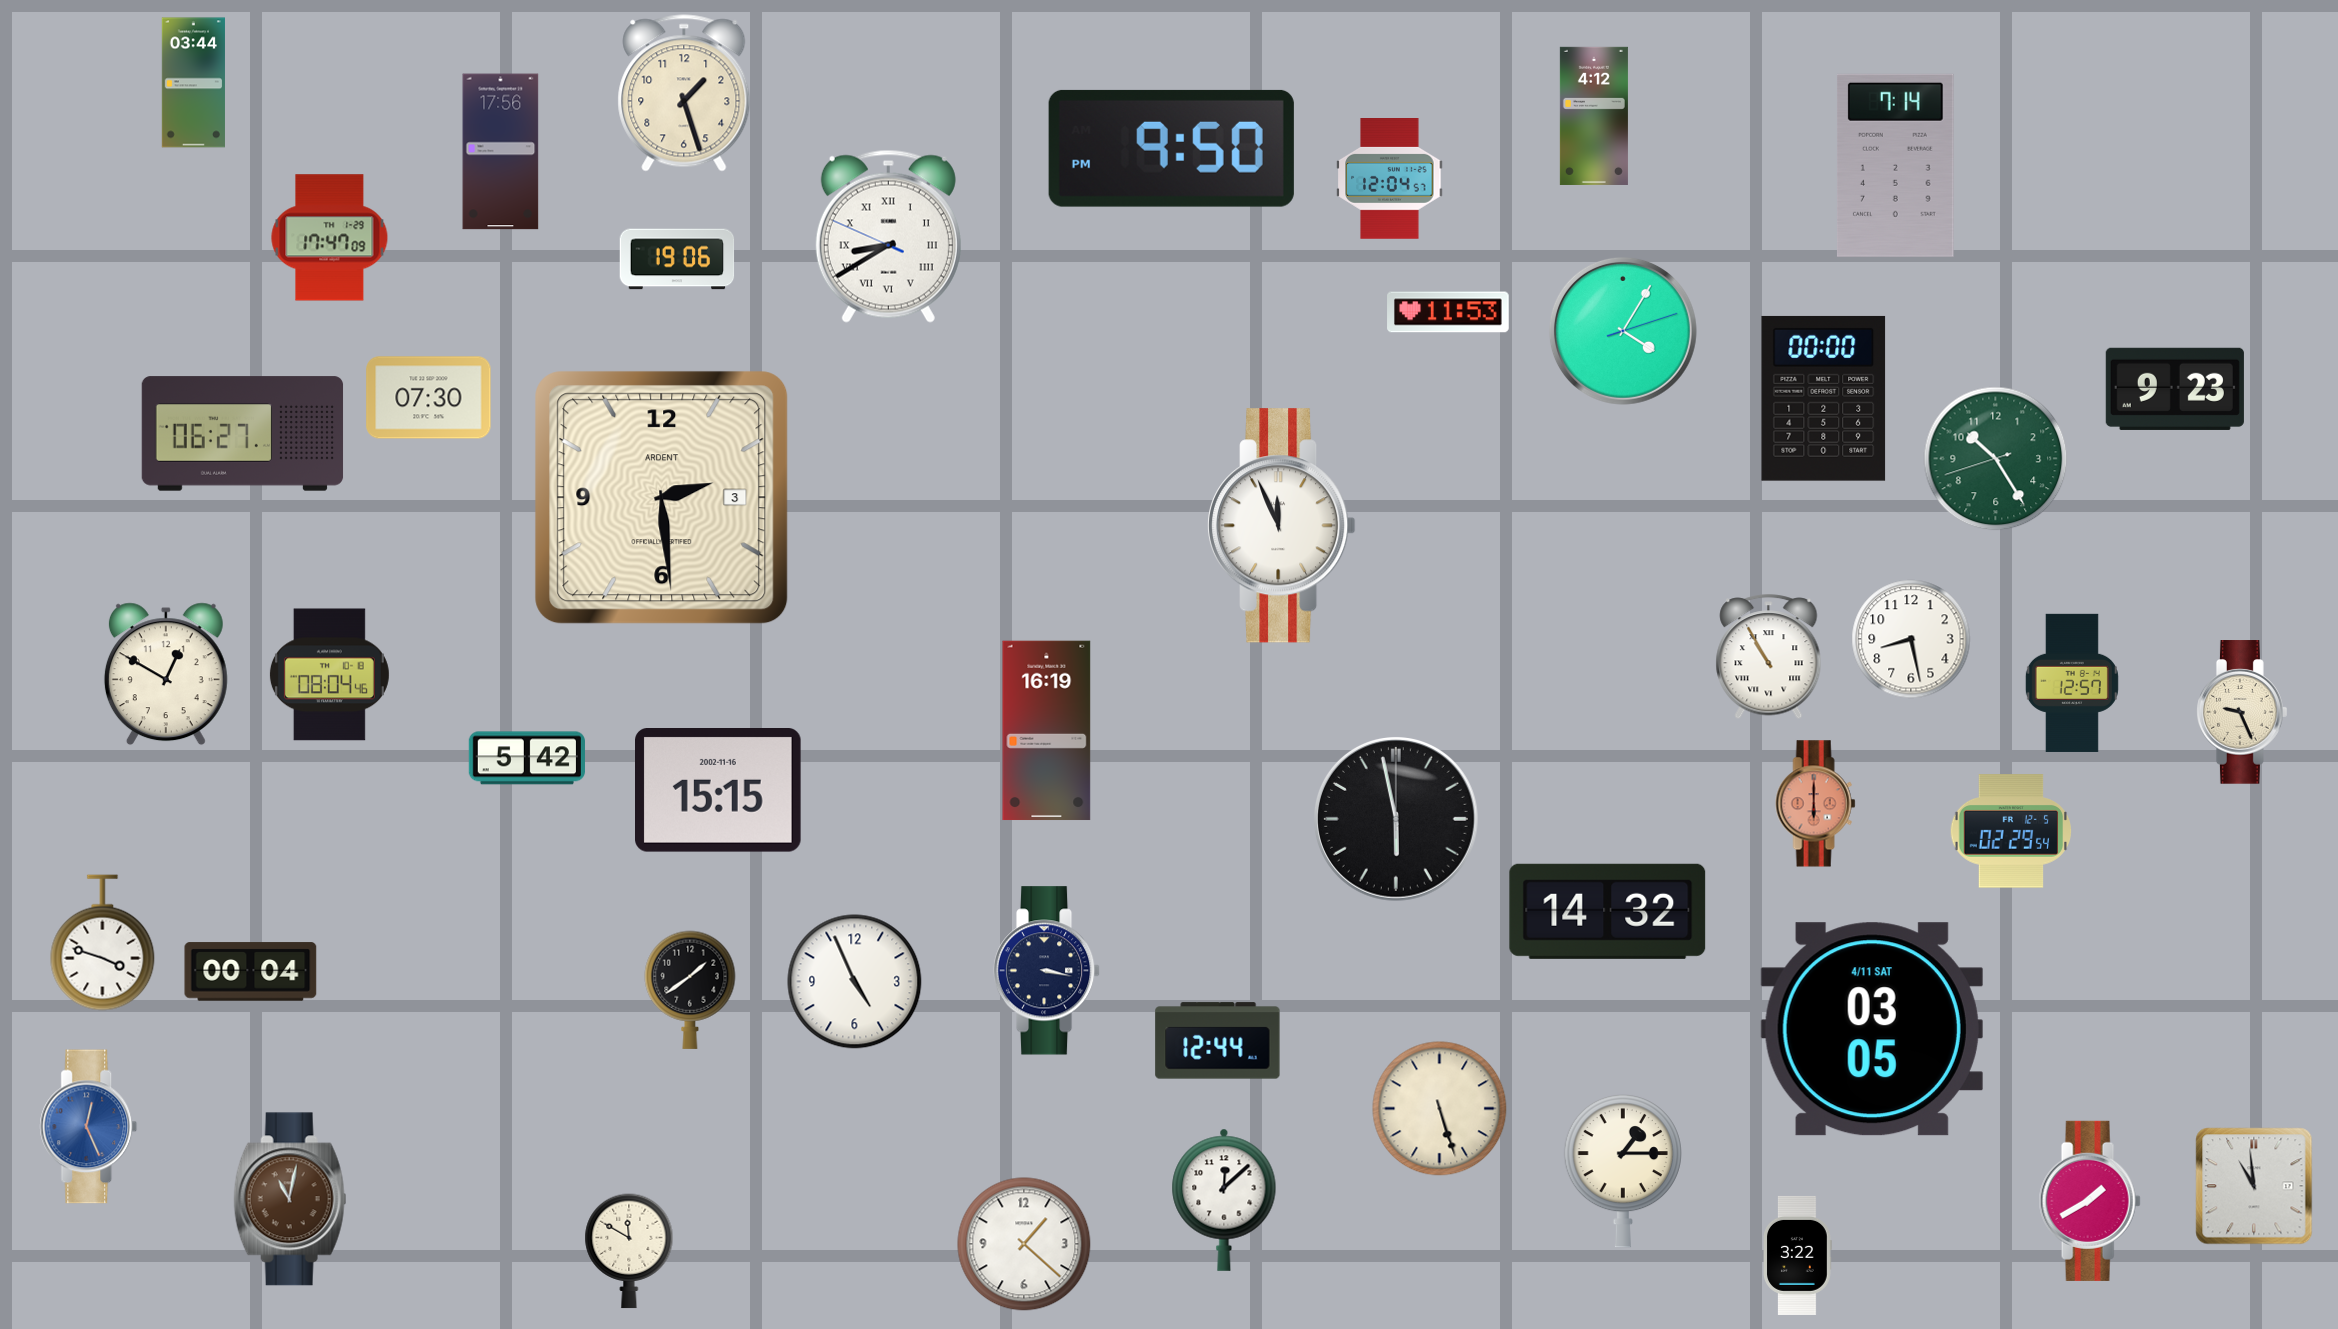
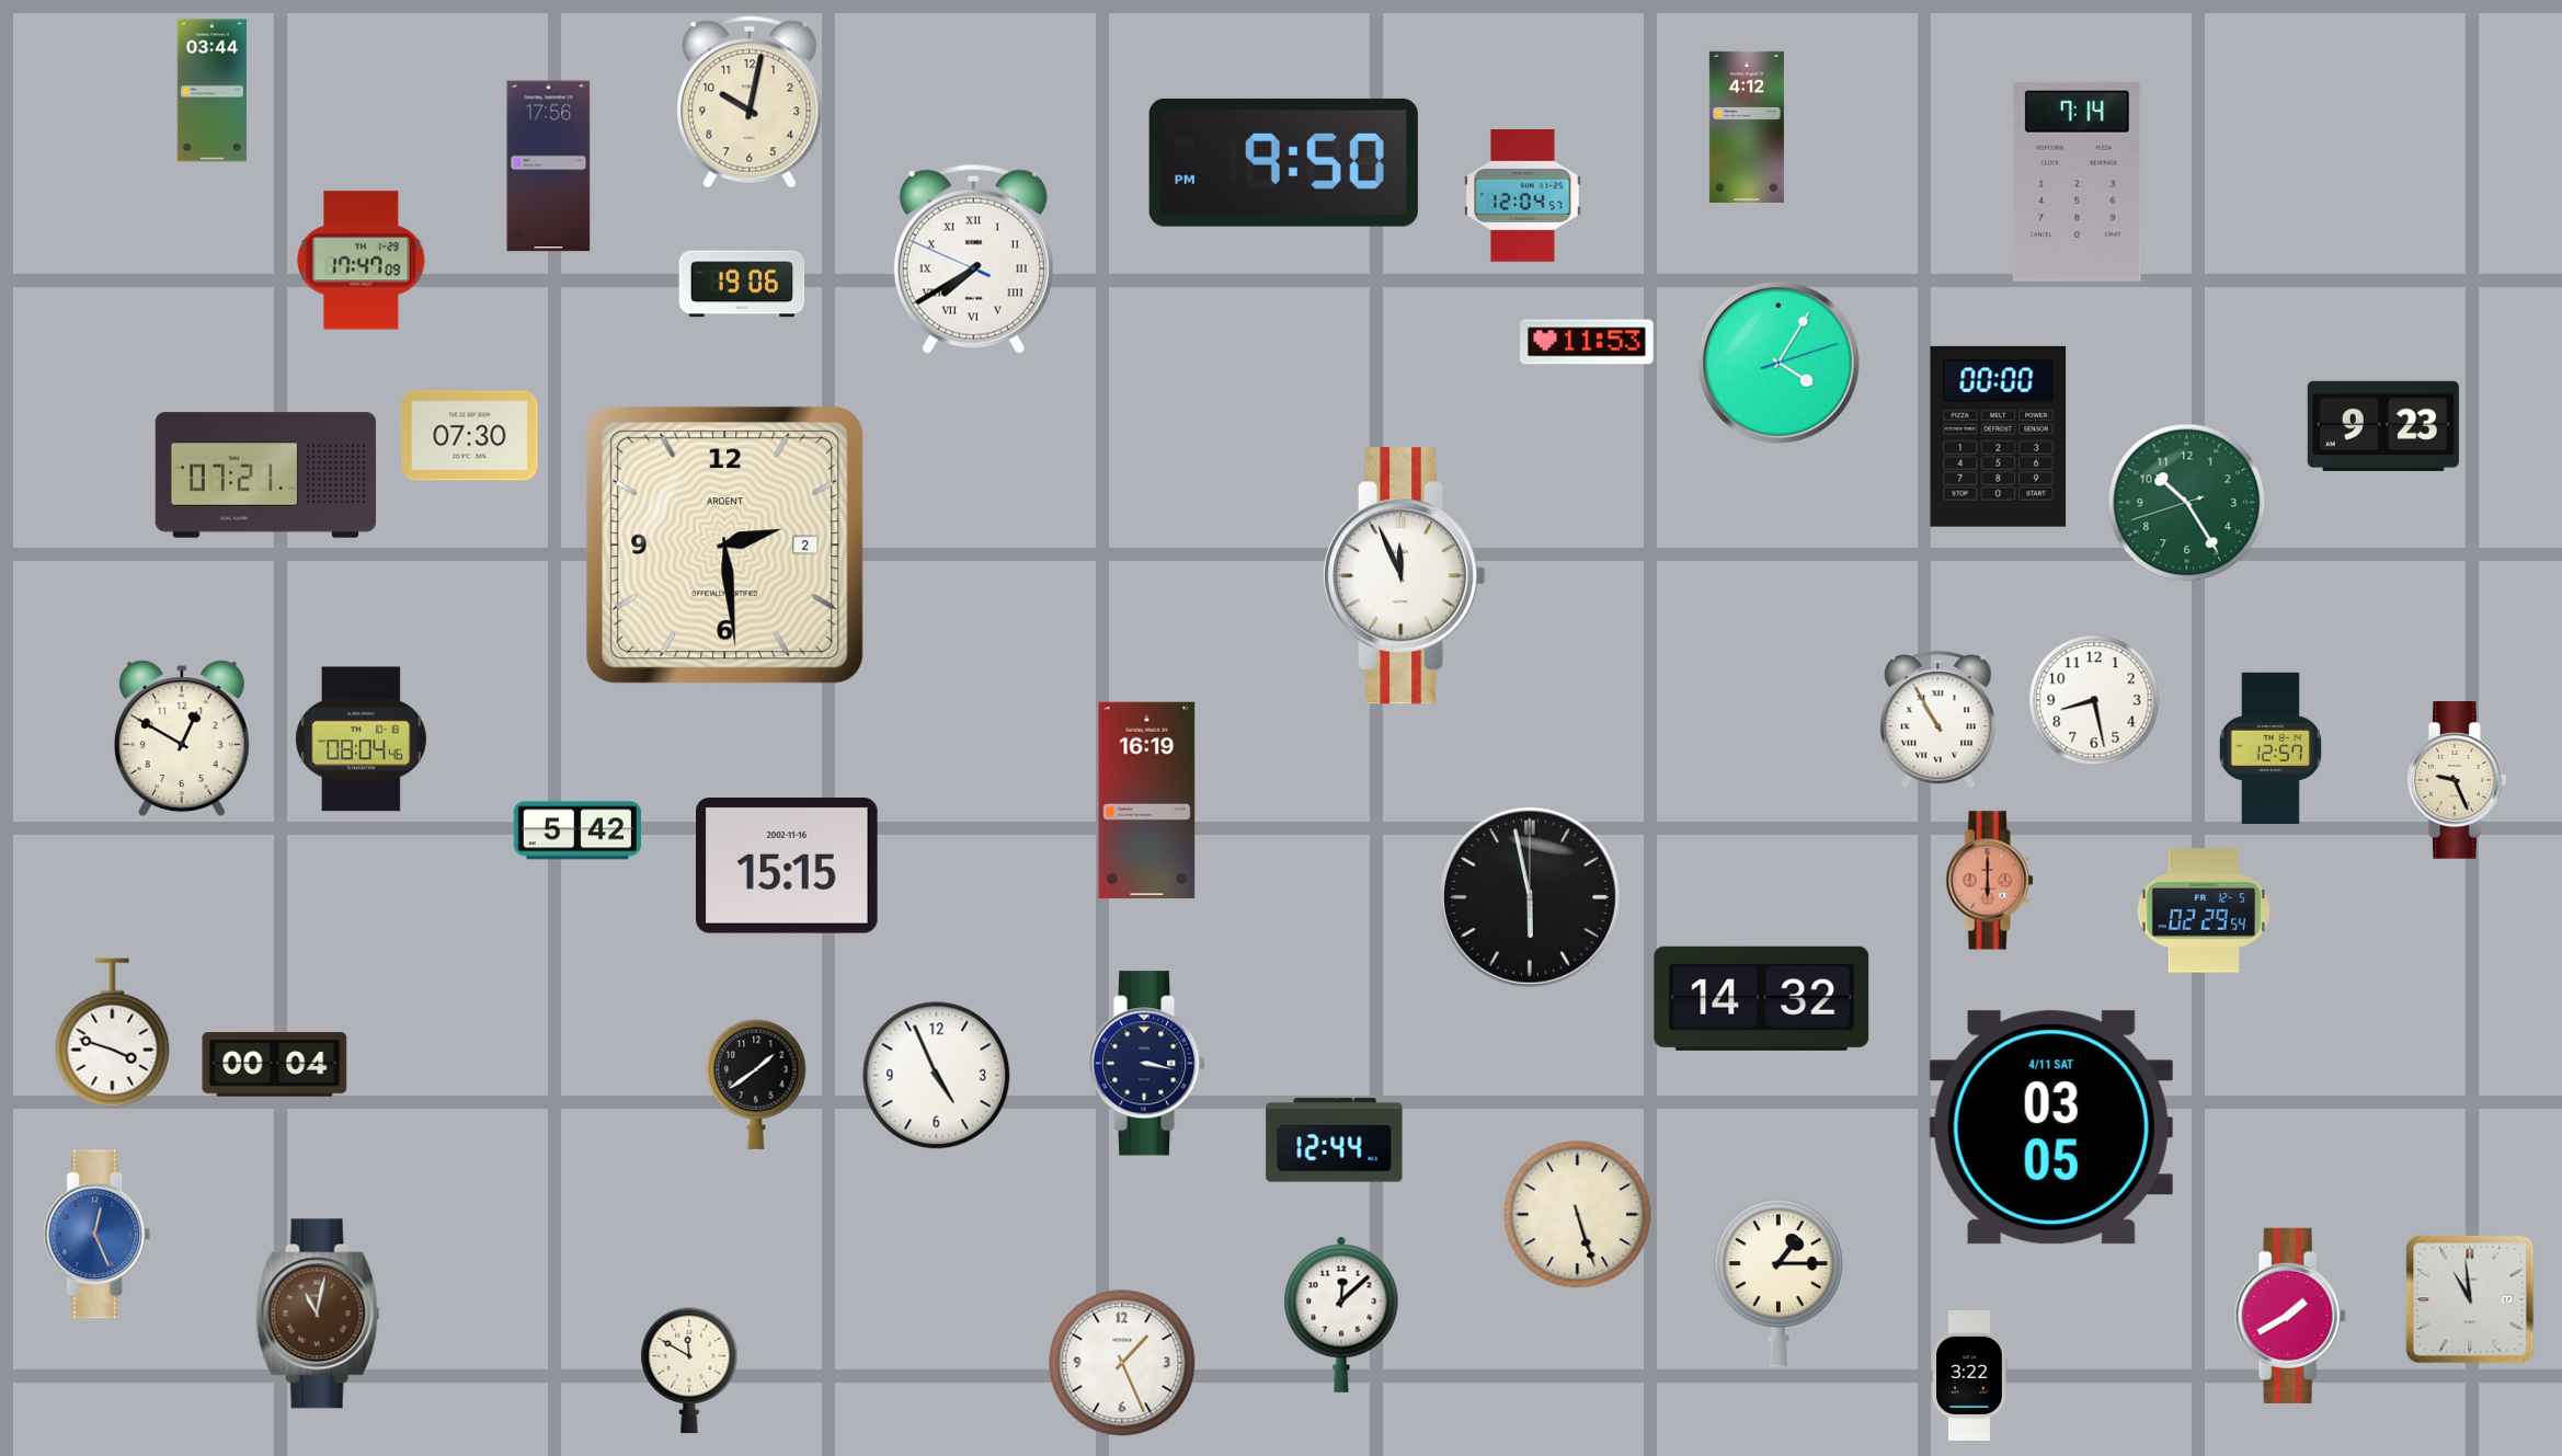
clock at (684, 93): 1:27 -> 10:02
clock at (888, 236): 8:39 -> 7:39
clock at (243, 434): 06:27 -> 07:21
clock at (662, 498) date: 3 -> 2
clock at (1024, 1244): 1:22 -> 1:26
